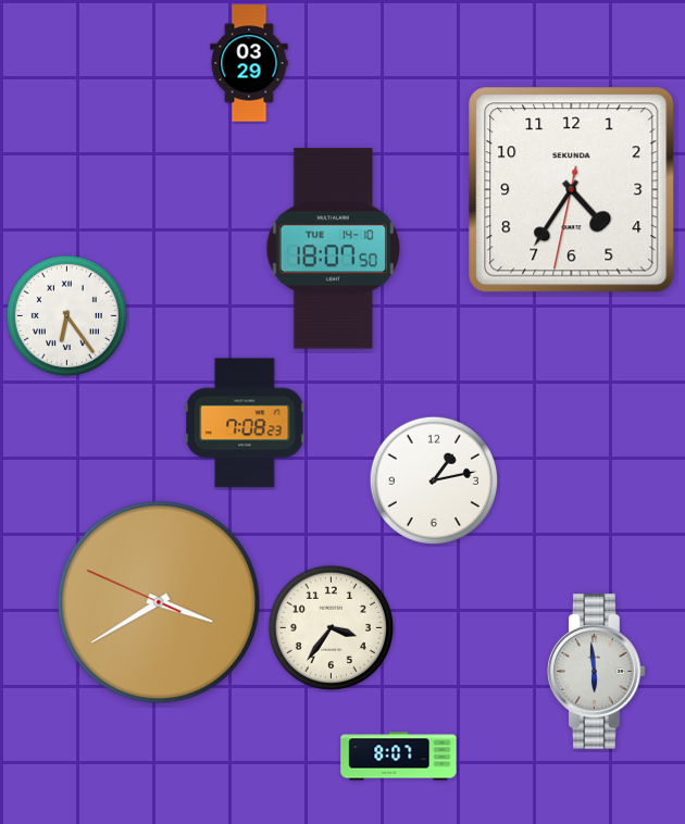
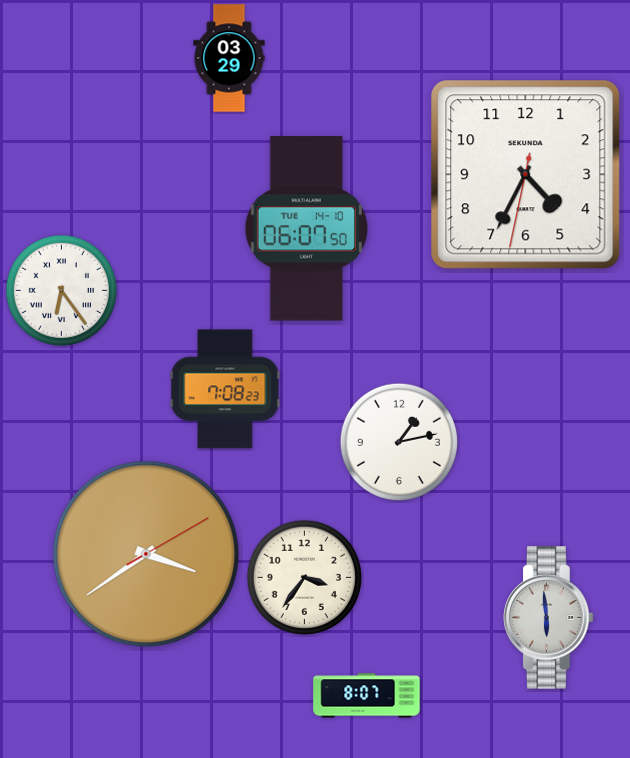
clock at (572, 190): 4:35 -> 4:34
clock at (333, 249): 18:07 -> 06:07
clock at (159, 602): 3:39:49 -> 3:39:10
